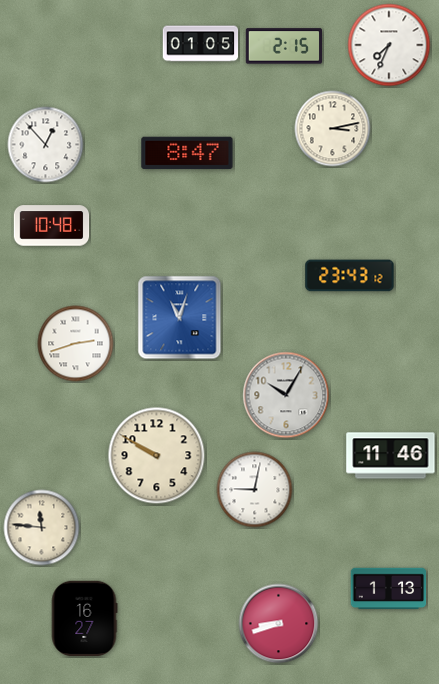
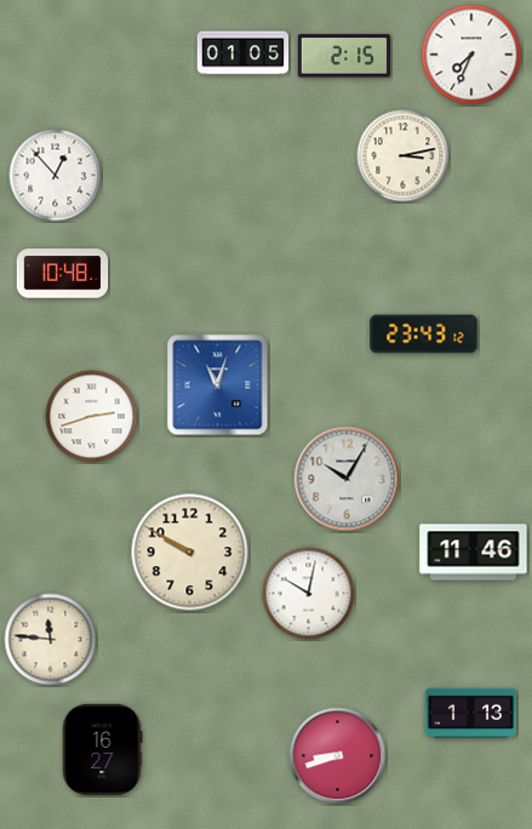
clock at (187, 153): 8:47 -> none
clock at (255, 490): 9:02 -> 10:02
